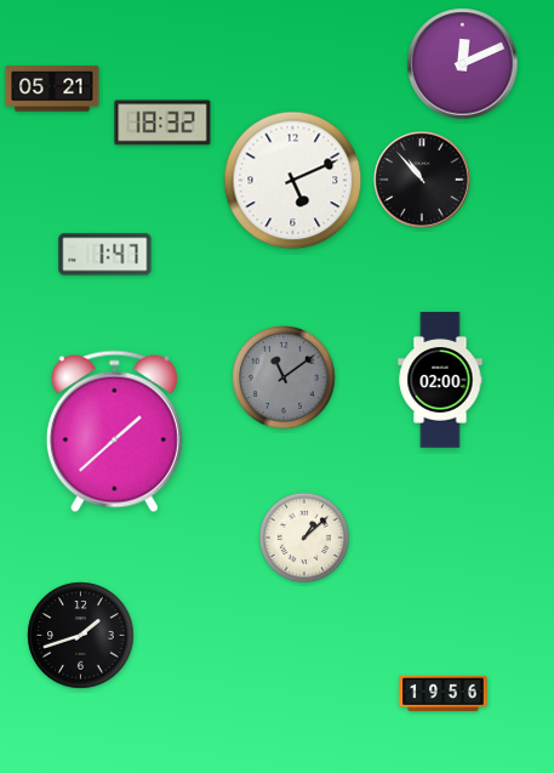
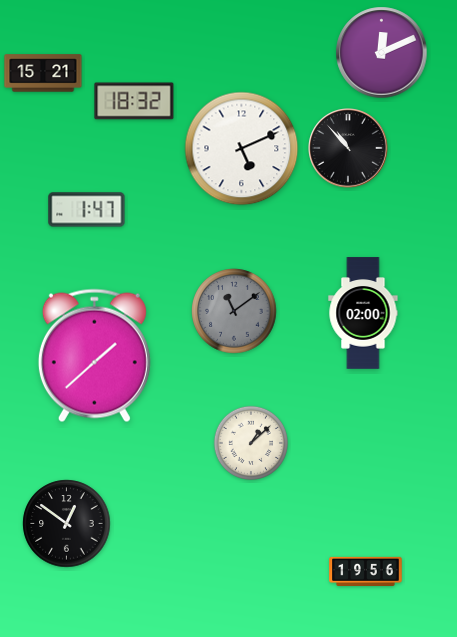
clock at (52, 89): 05:21 -> 15:21
clock at (81, 636): 1:42 -> 12:51
